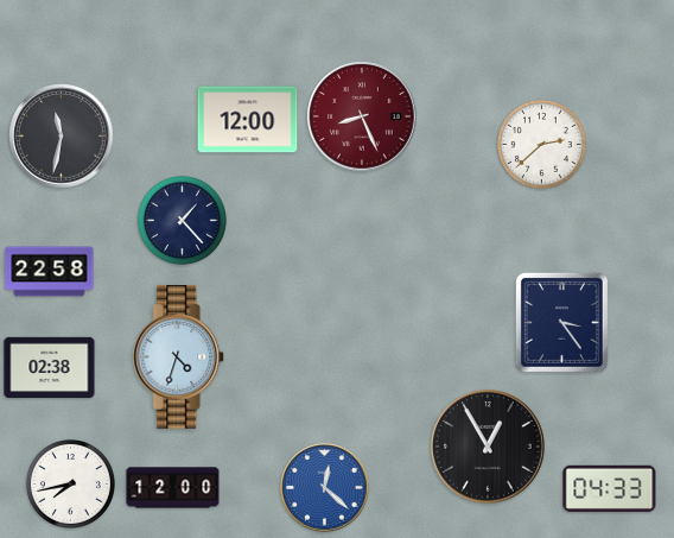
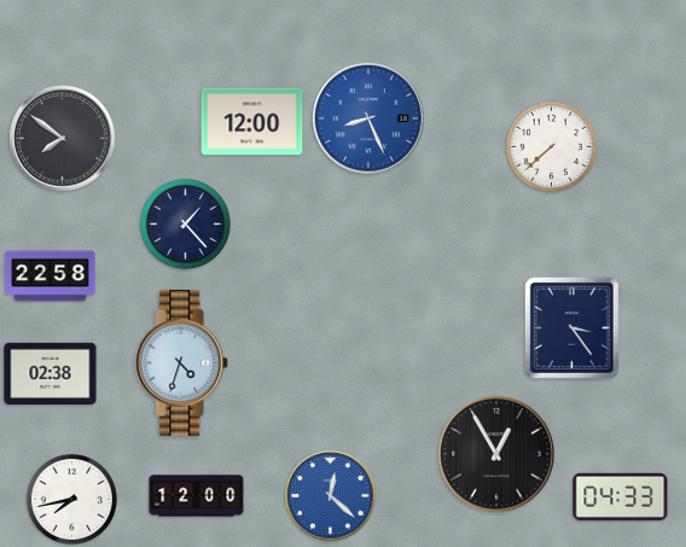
clock at (362, 116) dial: burgundy -> blue
clock at (62, 137): 11:32 -> 7:51
clock at (541, 144): 2:38 -> 7:38
clock at (70, 483) position: (70, 483) -> (71, 499)
clock at (173, 488) position: (173, 488) -> (197, 496)
